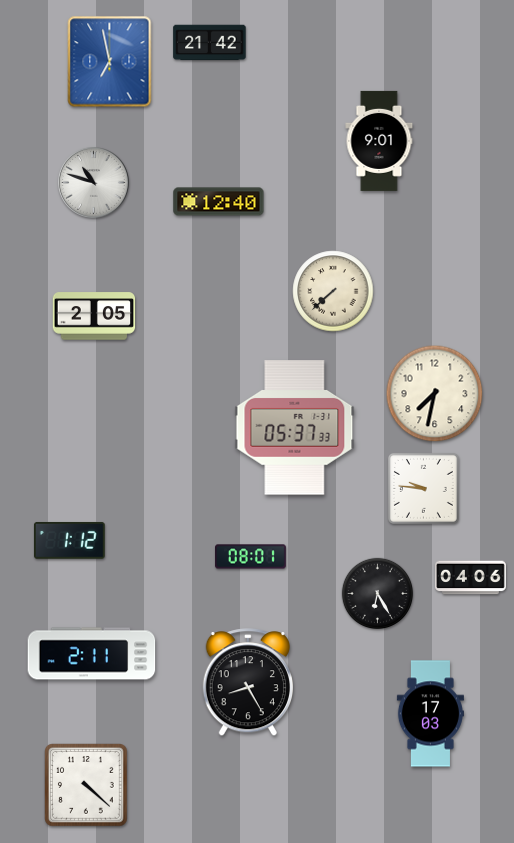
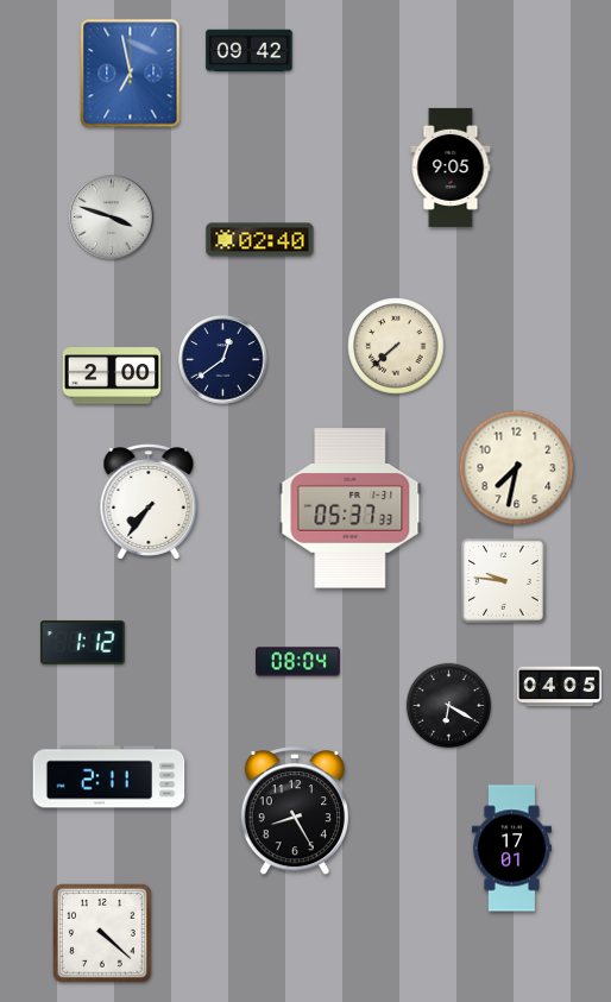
clock at (210, 43): 21:42 -> 09:42
clock at (379, 141): 9:01 -> 9:05
clock at (94, 183): 10:48 -> 3:48
clock at (219, 202): 12:40 -> 02:40
clock at (223, 360): none -> 12:39
clock at (94, 316): 2:05 -> 2:00
clock at (149, 502): none -> 7:36
clock at (251, 557): 08:01 -> 08:04
clock at (471, 578): 04:06 -> 04:05
clock at (378, 594): 6:25 -> 6:20
clock at (430, 714): 17:03 -> 17:01
